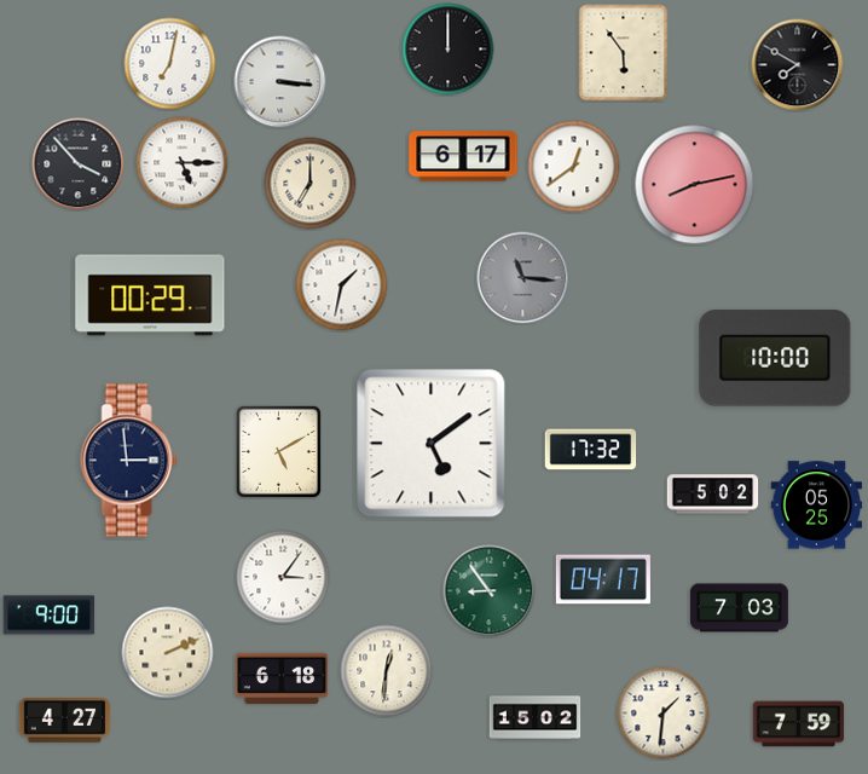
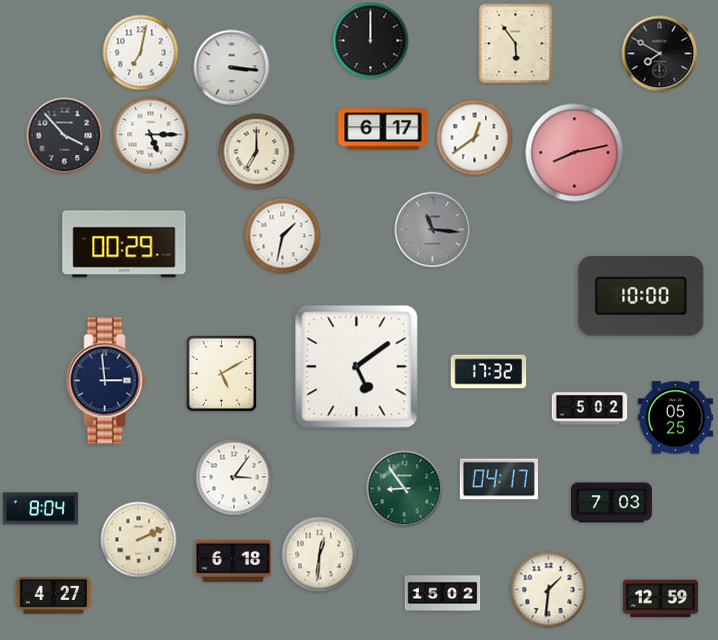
clock at (278, 451) position: (278, 451) -> (221, 373)
clock at (50, 616): 9:00 -> 8:04
clock at (799, 724): 7:59 -> 12:59
